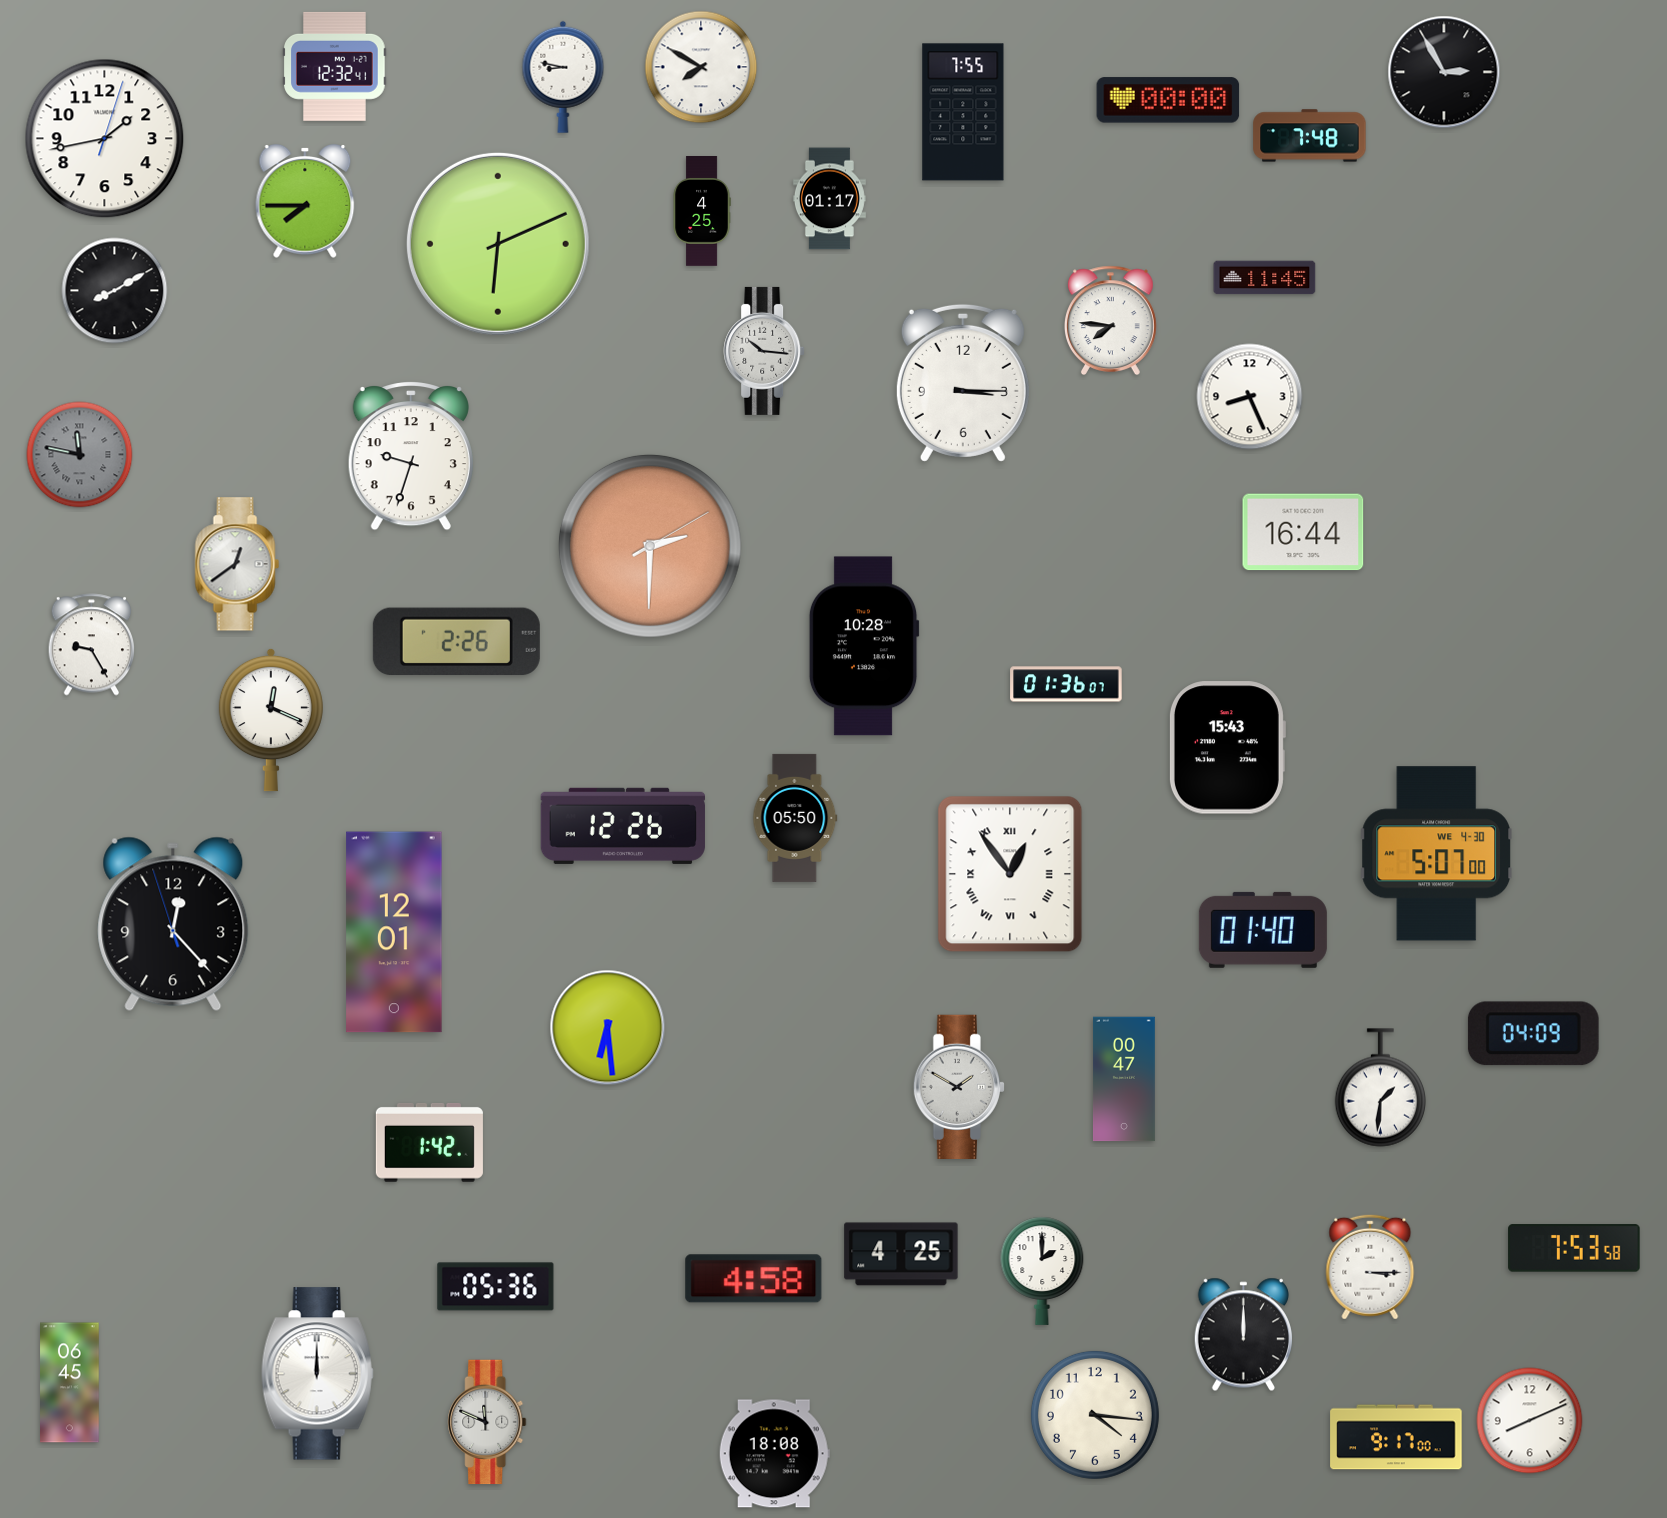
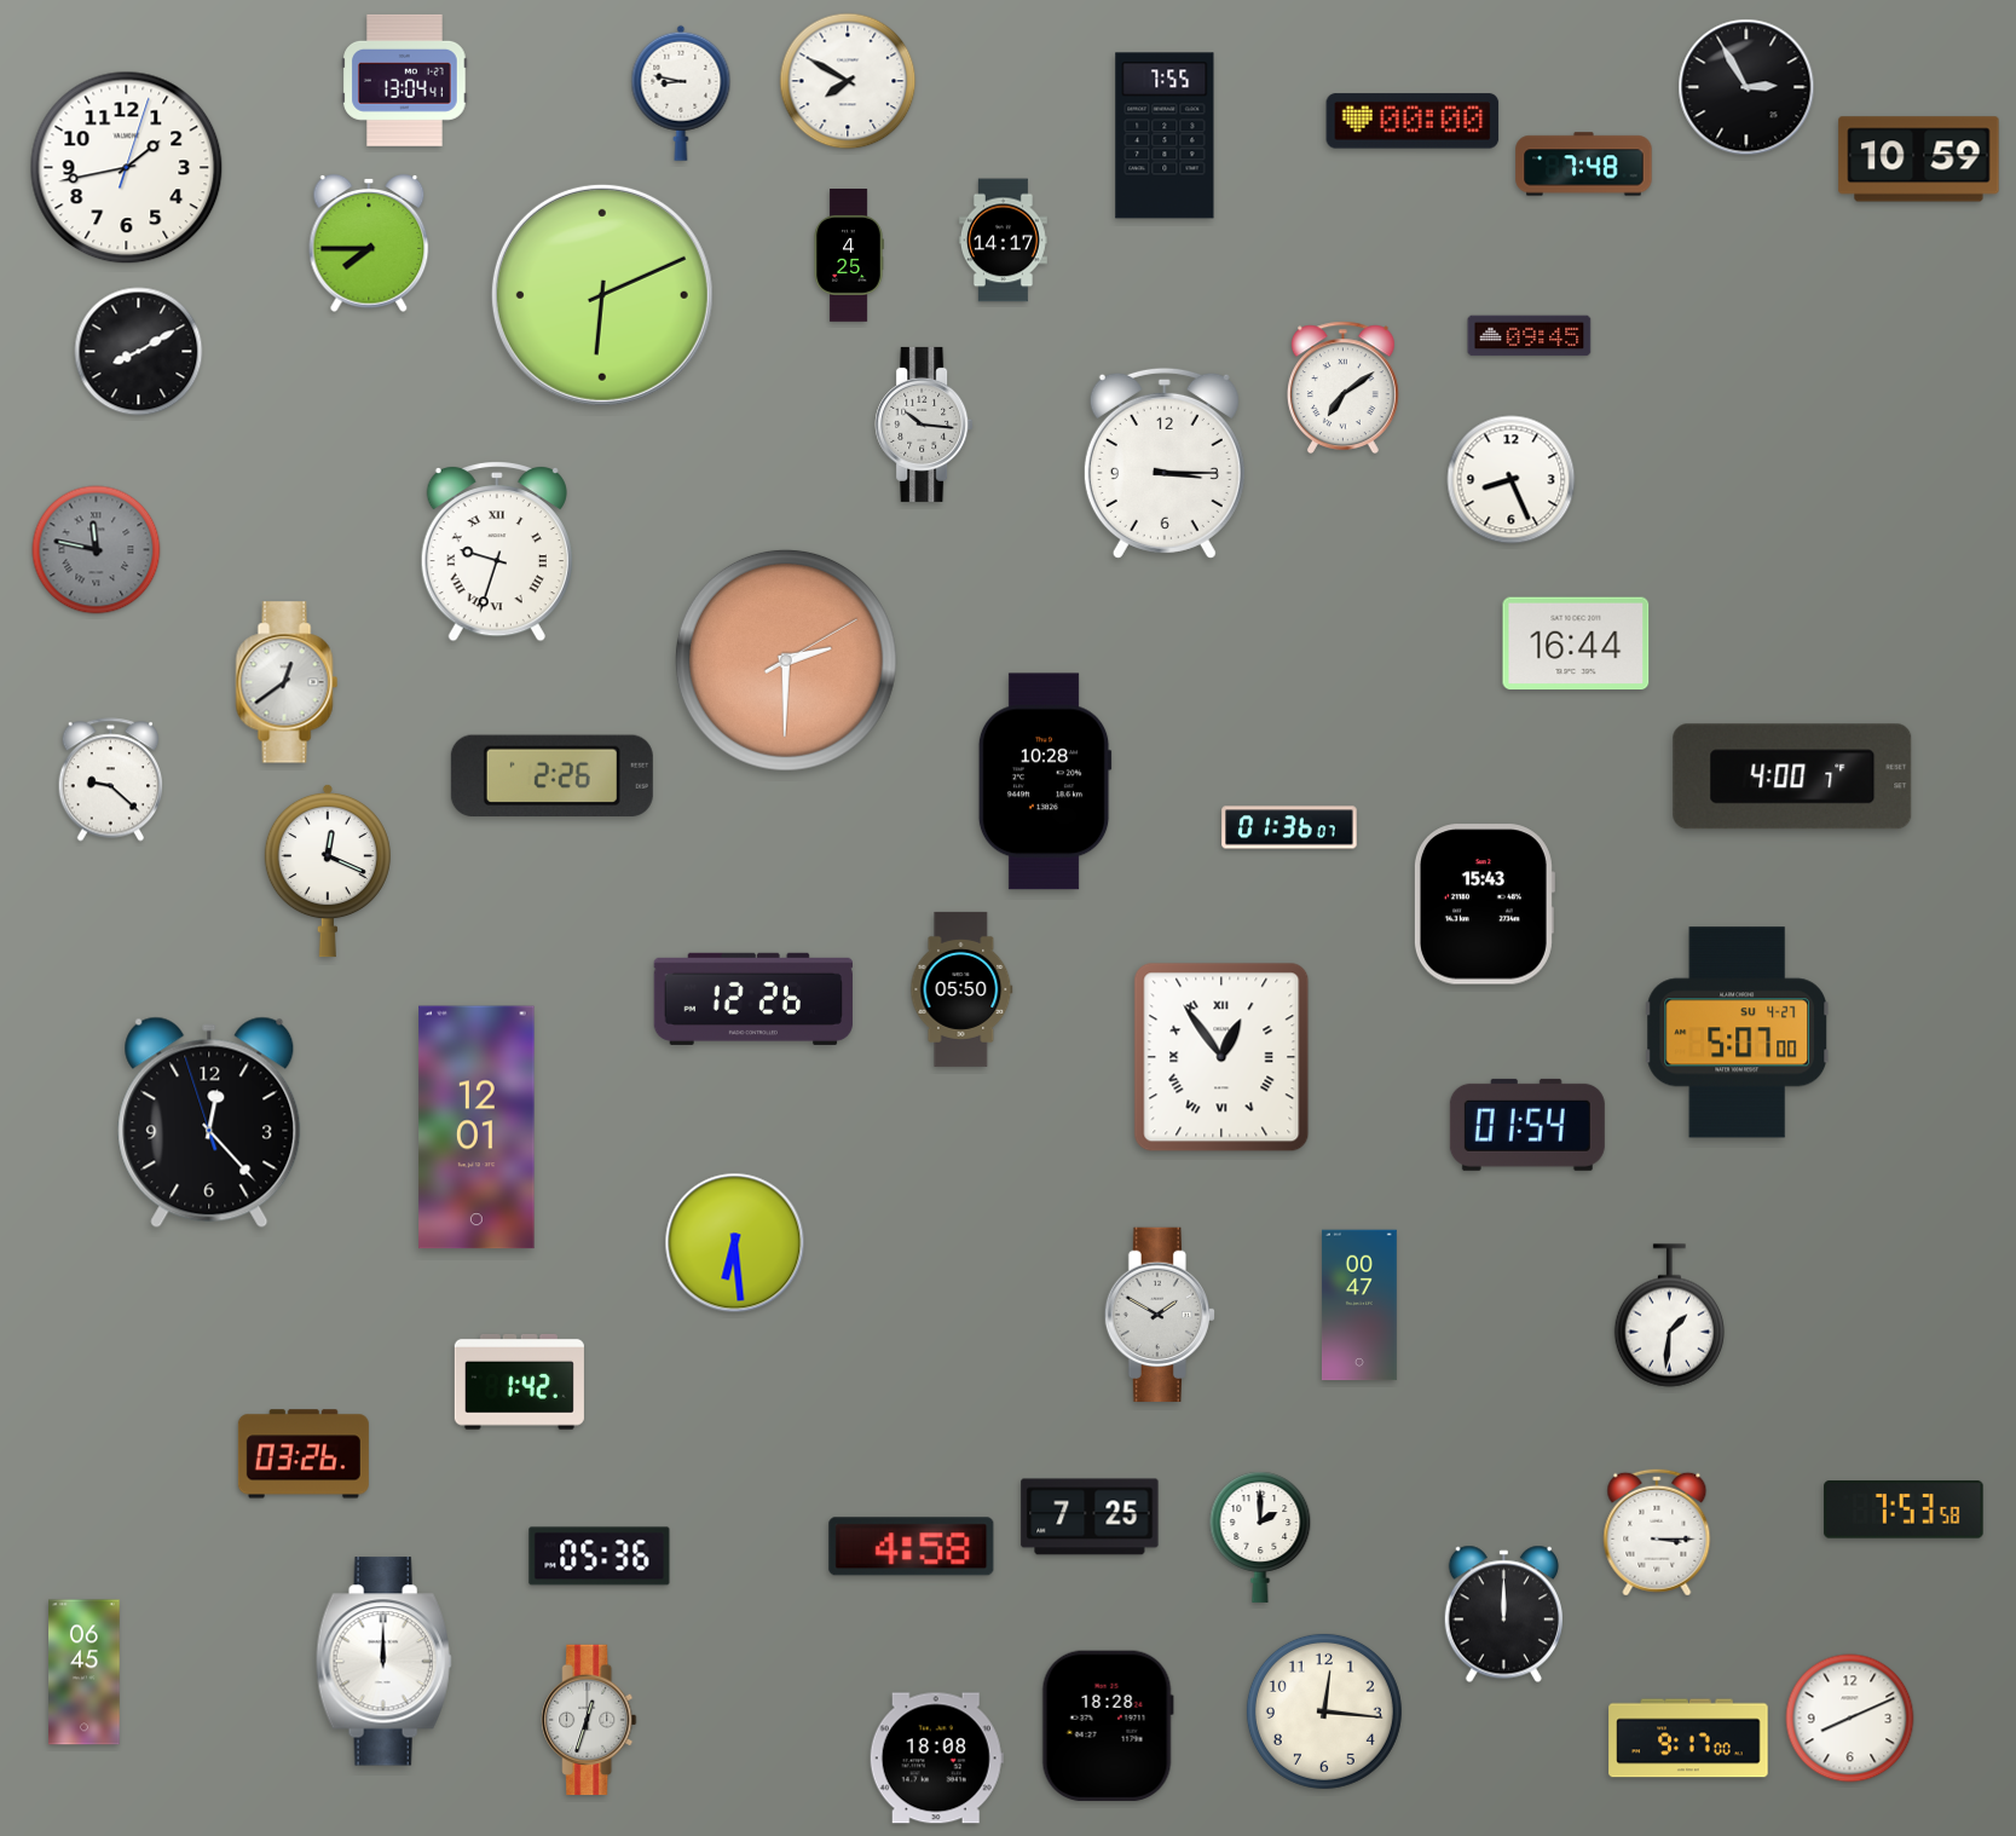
clock at (335, 66): 12:32 -> 13:04
clock at (1919, 160): none -> 10:59
clock at (829, 199): 01:17 -> 14:17
clock at (1265, 278): 11:45 -> 09:45
clock at (1110, 321): 7:46 -> 7:09
clock at (411, 456) numerals: Arabic -> Roman
clock at (1792, 776): none -> 4:00
clock at (92, 645): 9:25 -> 9:22
clock at (1436, 854) date: WE 4-30 -> SU 4-27
clock at (173, 924) position: (173, 924) -> (209, 1122)
clock at (1263, 930): 01:40 -> 01:54
clock at (1533, 1034): 04:09 -> none
clock at (304, 1454): none -> 03:26
clock at (901, 1254): 4:25 -> 7:25
clock at (1095, 1415): 4:16 -> 12:16
clock at (487, 1422): 11:49 -> 12:33
clock at (1108, 1725): none -> 18:28
